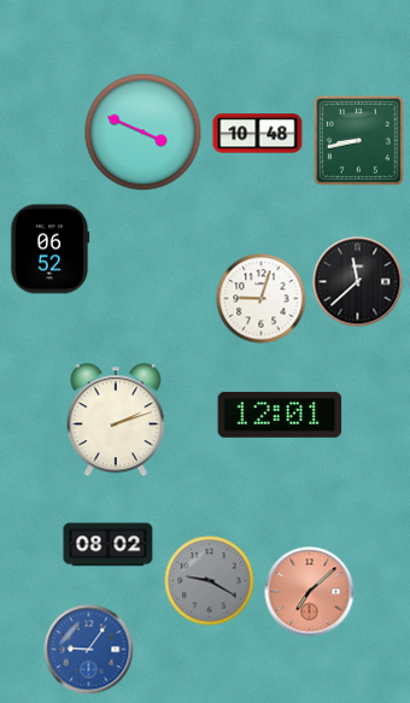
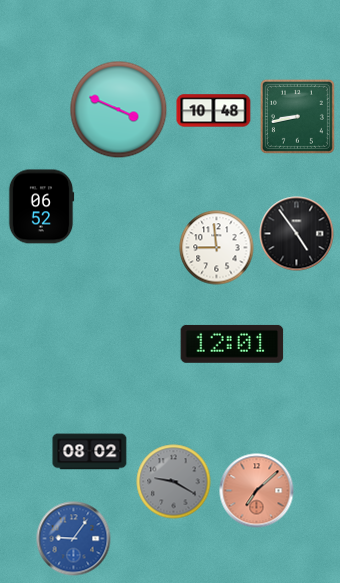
clock at (358, 282): 11:38 -> 4:54
clock at (262, 299): 9:03 -> 8:59
clock at (116, 421): 2:12 -> none
